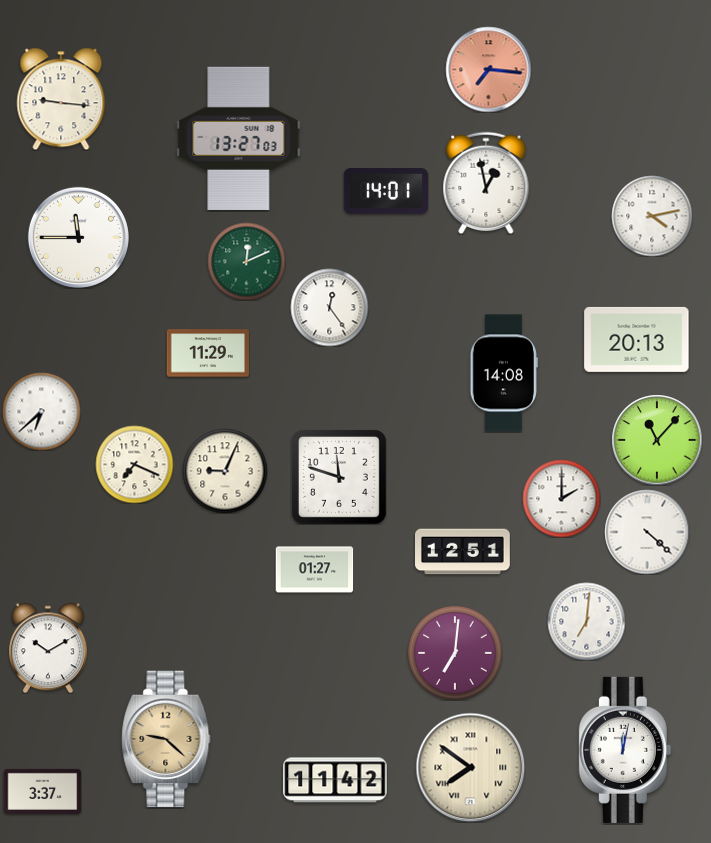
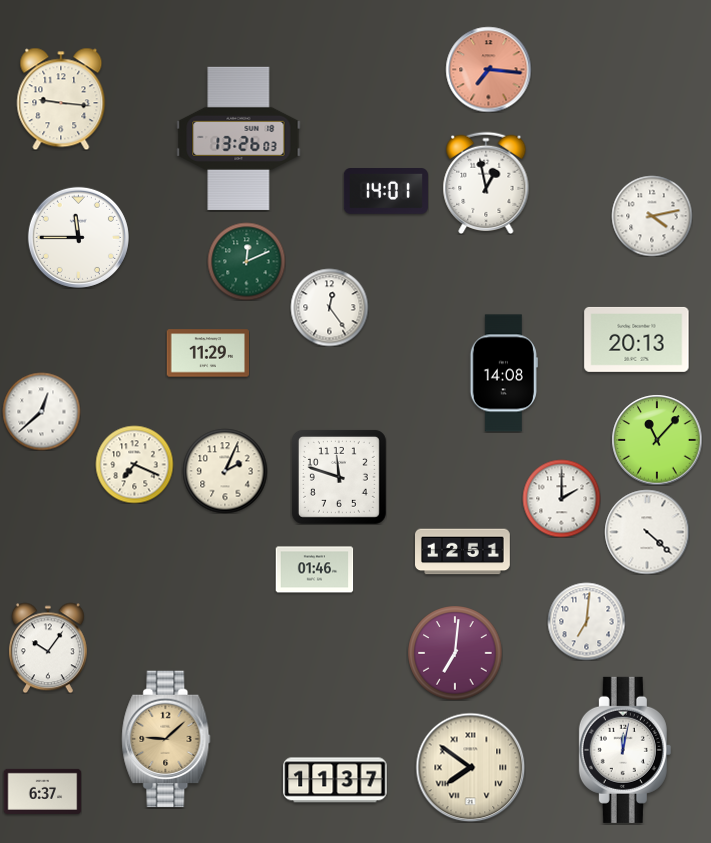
clock at (239, 138): 13:27 -> 13:26
clock at (41, 411): 6:38 -> 12:38
clock at (225, 471): 9:04 -> 2:04
clock at (314, 570): 01:27 -> 01:46
clock at (48, 648): 10:10 -> 10:06
clock at (166, 739): 9:22 -> 9:08
clock at (335, 780): 11:42 -> 11:37
clock at (42, 791): 3:37 -> 6:37
